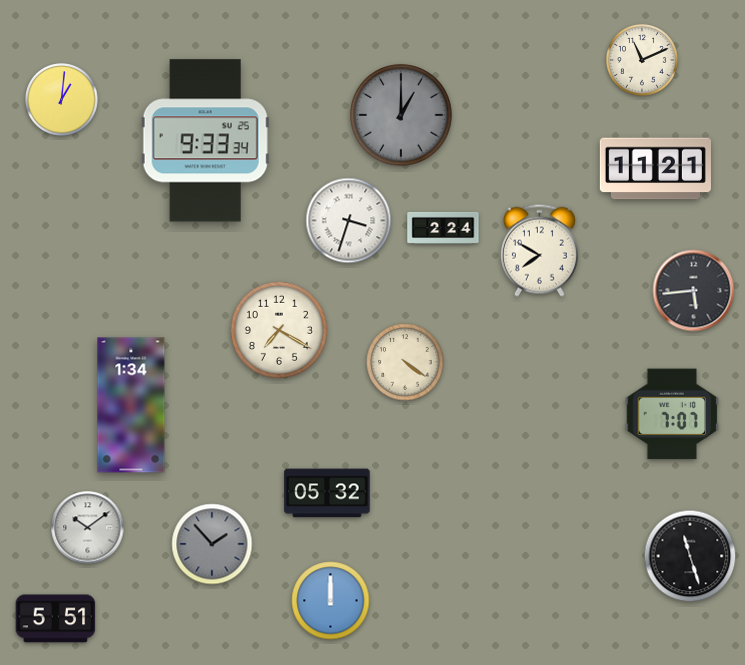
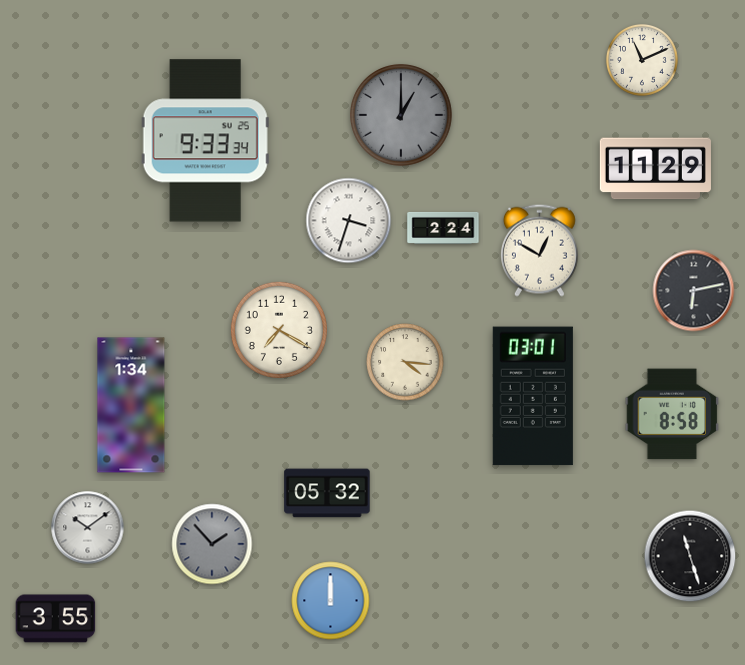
clock at (62, 100): 1:01 -> none
clock at (655, 169): 11:21 -> 11:29
clock at (539, 250): 7:50 -> 12:50
clock at (694, 291): 5:44 -> 6:13
clock at (405, 362): 4:21 -> 4:16
clock at (533, 396): none -> 03:01
clock at (672, 414): 7:07 -> 8:58
clock at (56, 619): 5:51 -> 3:55
